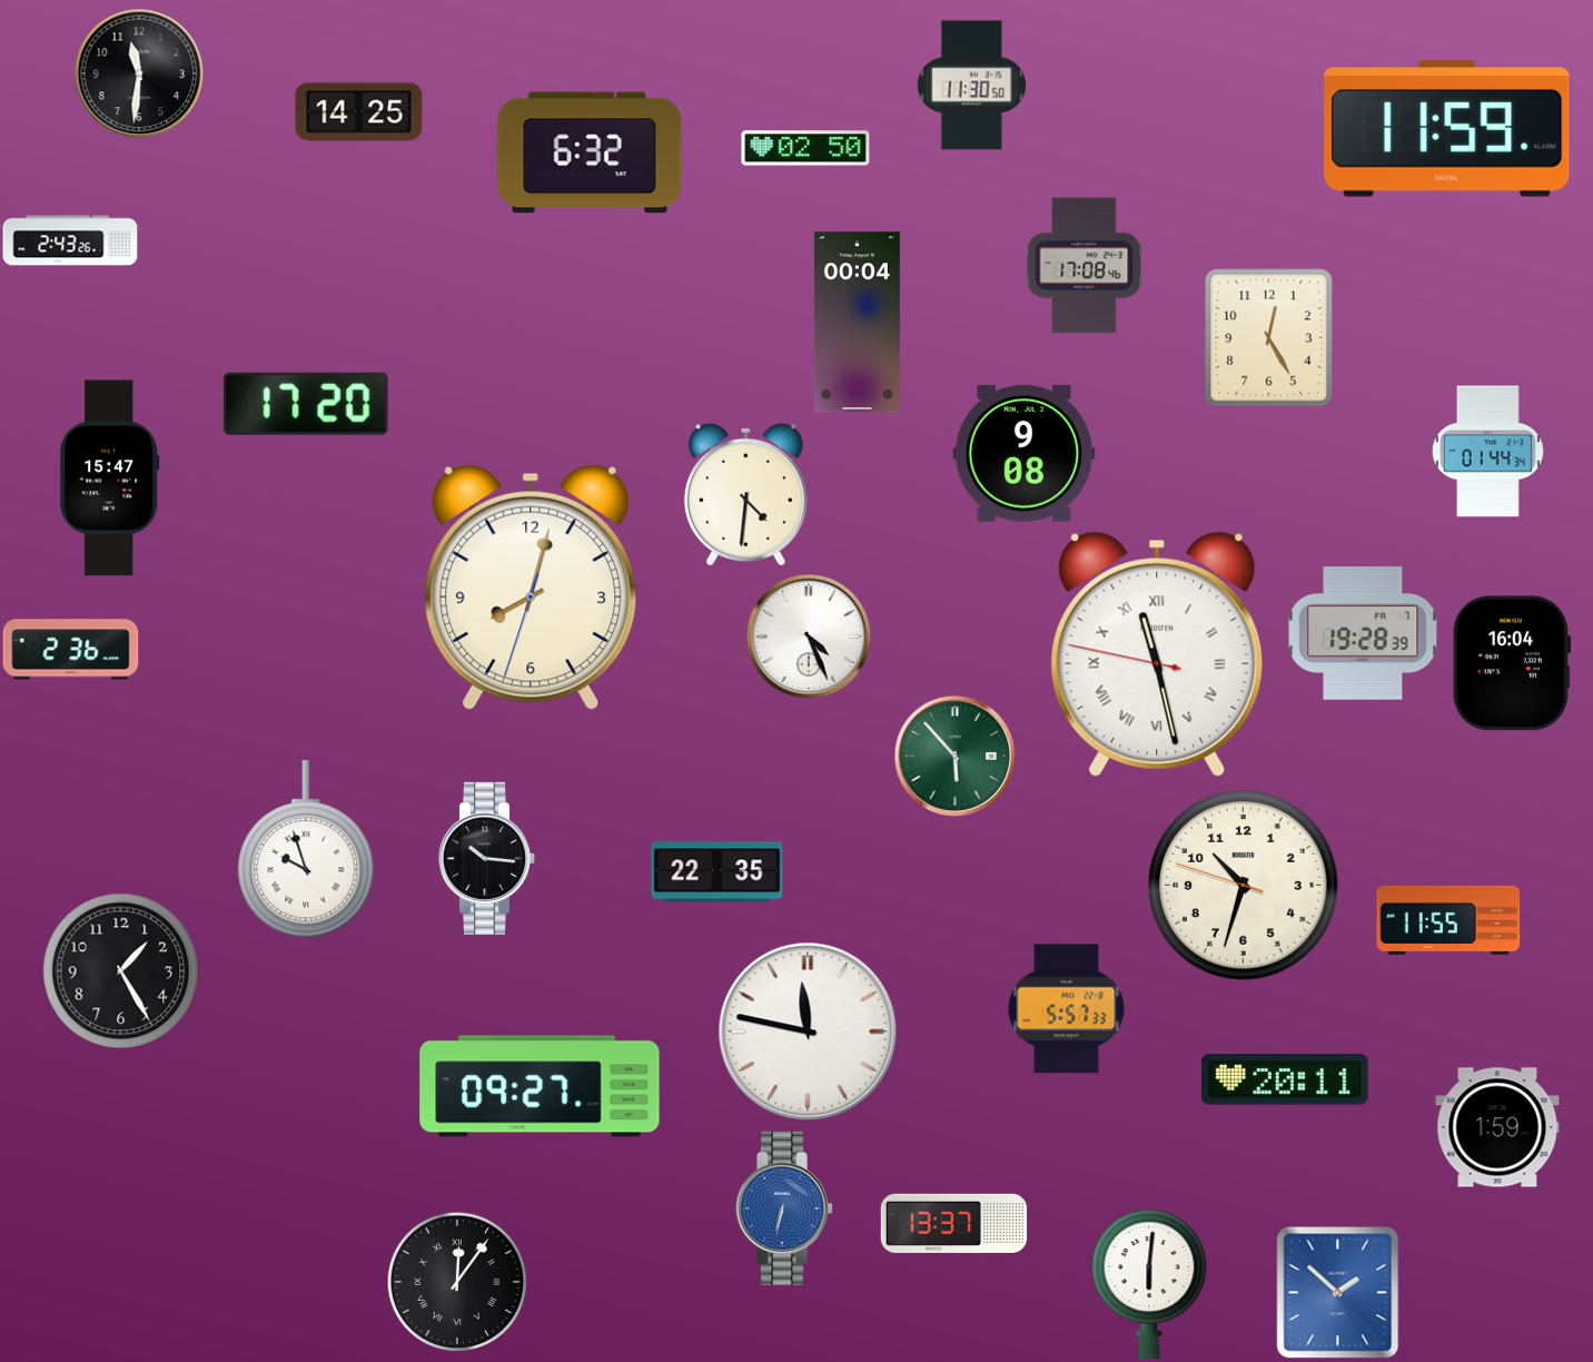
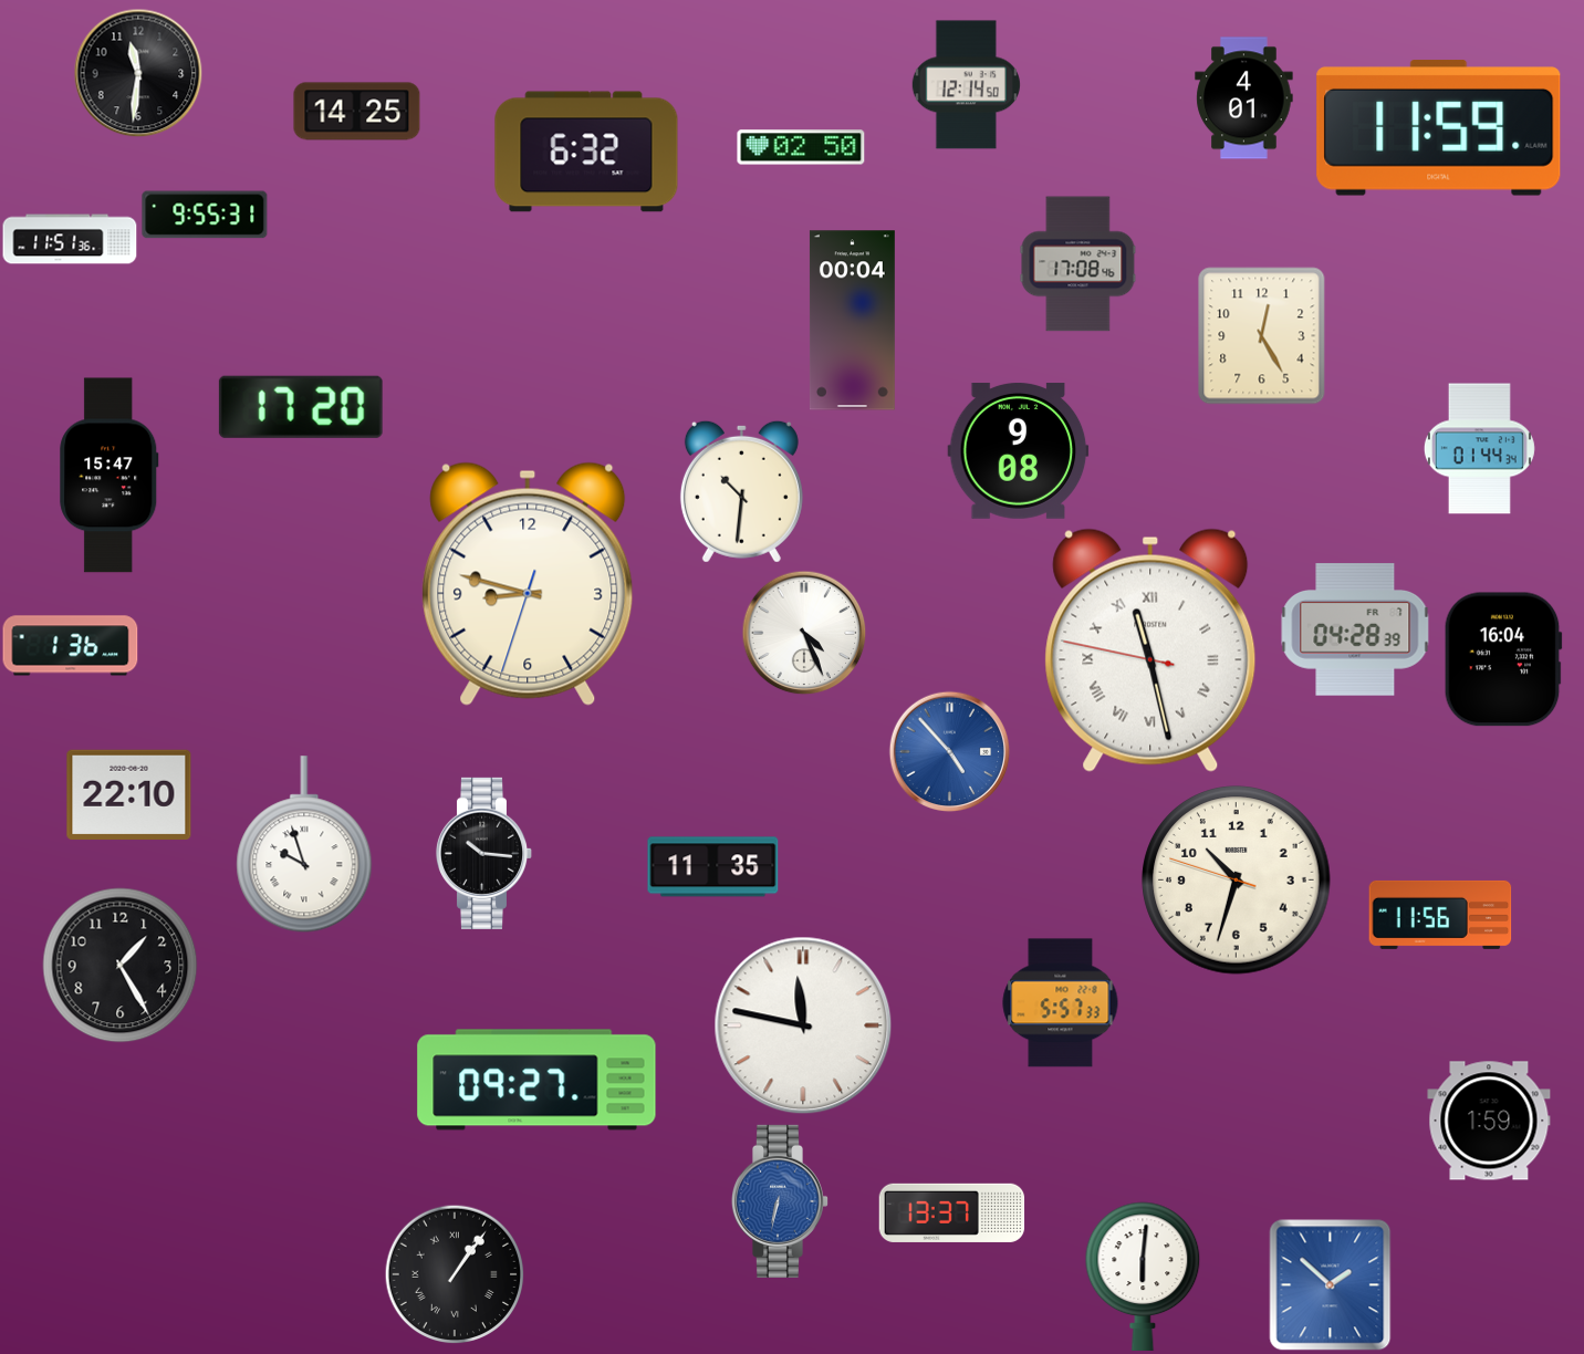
clock at (971, 86): 11:30 -> 12:14
clock at (1244, 98): none -> 4:01
clock at (205, 215): none -> 9:55
clock at (70, 240): 2:43 -> 11:51
clock at (306, 404) position: (306, 404) -> (301, 407)
clock at (745, 494): 4:31 -> 10:31
clock at (531, 588): 8:02 -> 8:47
clock at (1363, 633): 19:28 -> 04:28
clock at (71, 650): 2:36 -> 1:36
clock at (954, 756): 5:53 -> 4:53
clock at (954, 756) dial: green -> blue
clock at (129, 795): none -> 22:10
clock at (718, 872): 22:35 -> 11:35
clock at (1448, 920): 11:55 -> 11:56
clock at (1285, 1079): 20:11 -> none
clock at (954, 1223) position: (954, 1223) -> (952, 1212)
clock at (457, 1282): 12:06 -> 1:06
